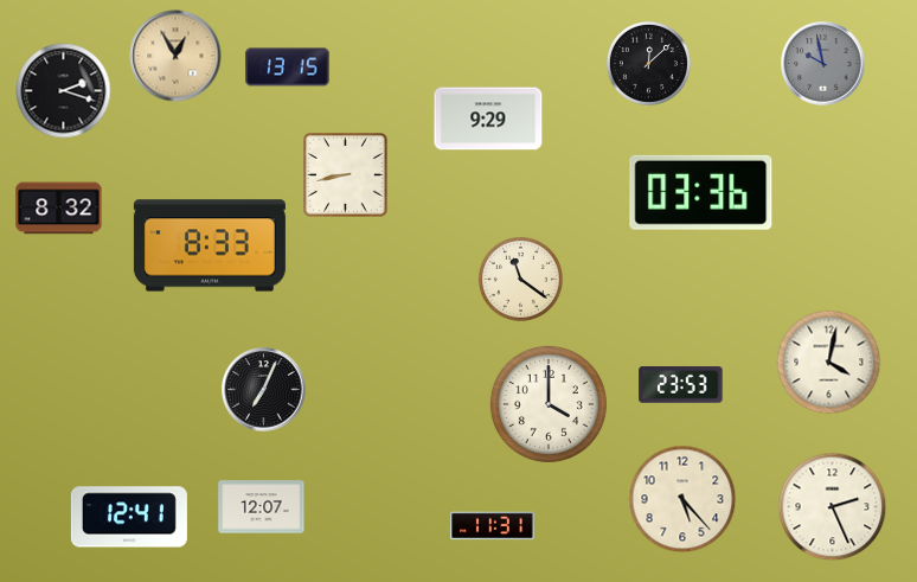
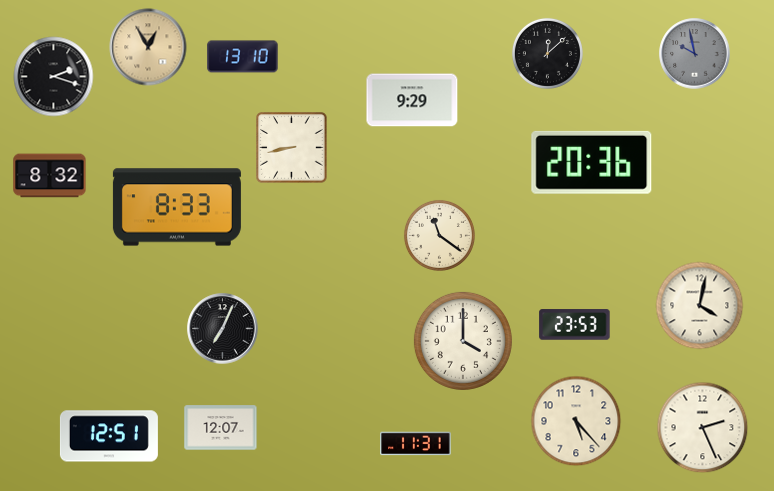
clock at (288, 68): 13:15 -> 13:10
clock at (701, 192): 03:36 -> 20:36
clock at (129, 517): 12:41 -> 12:51
